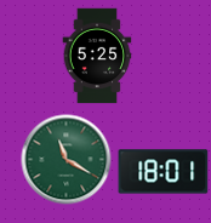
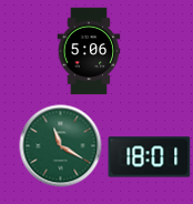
clock at (97, 56): 5:25 -> 5:06
